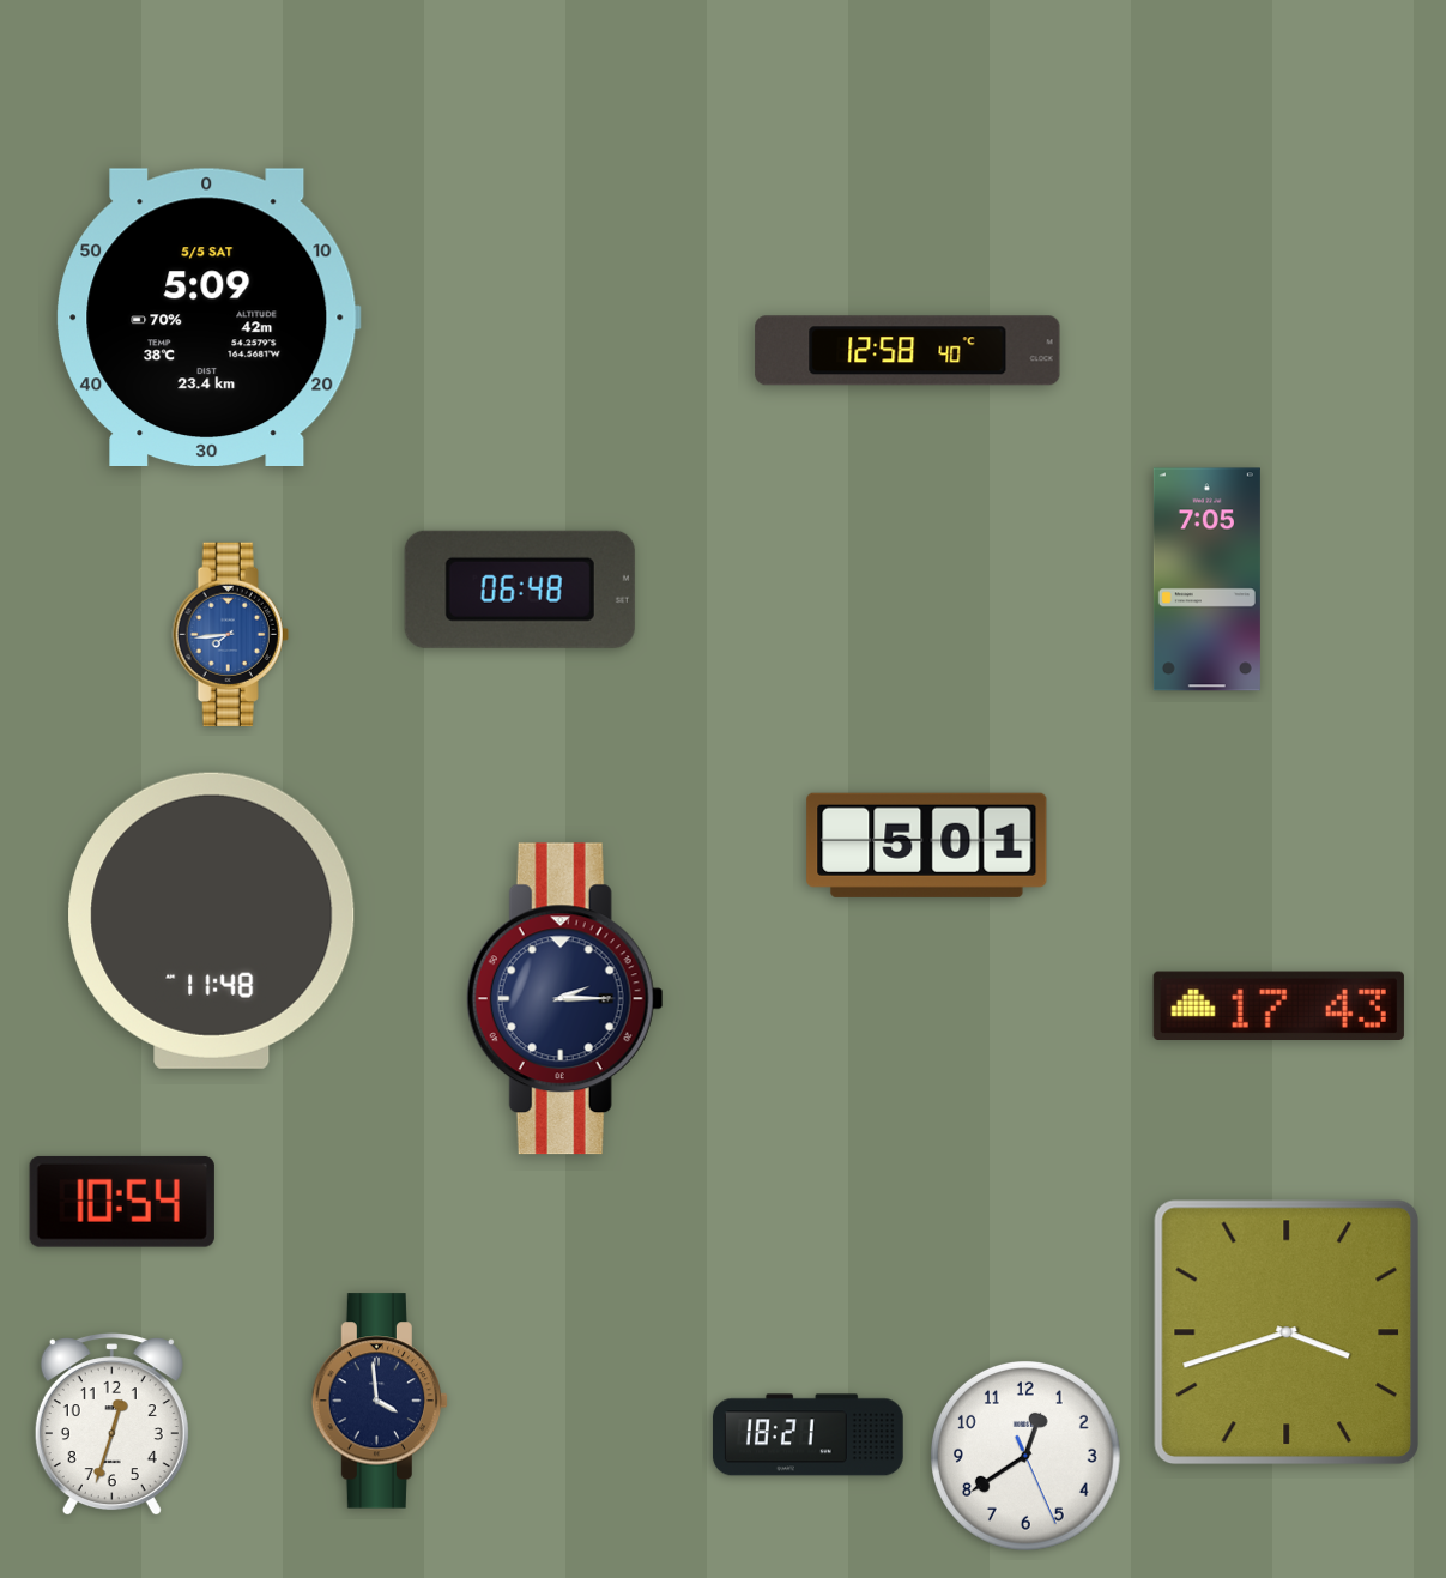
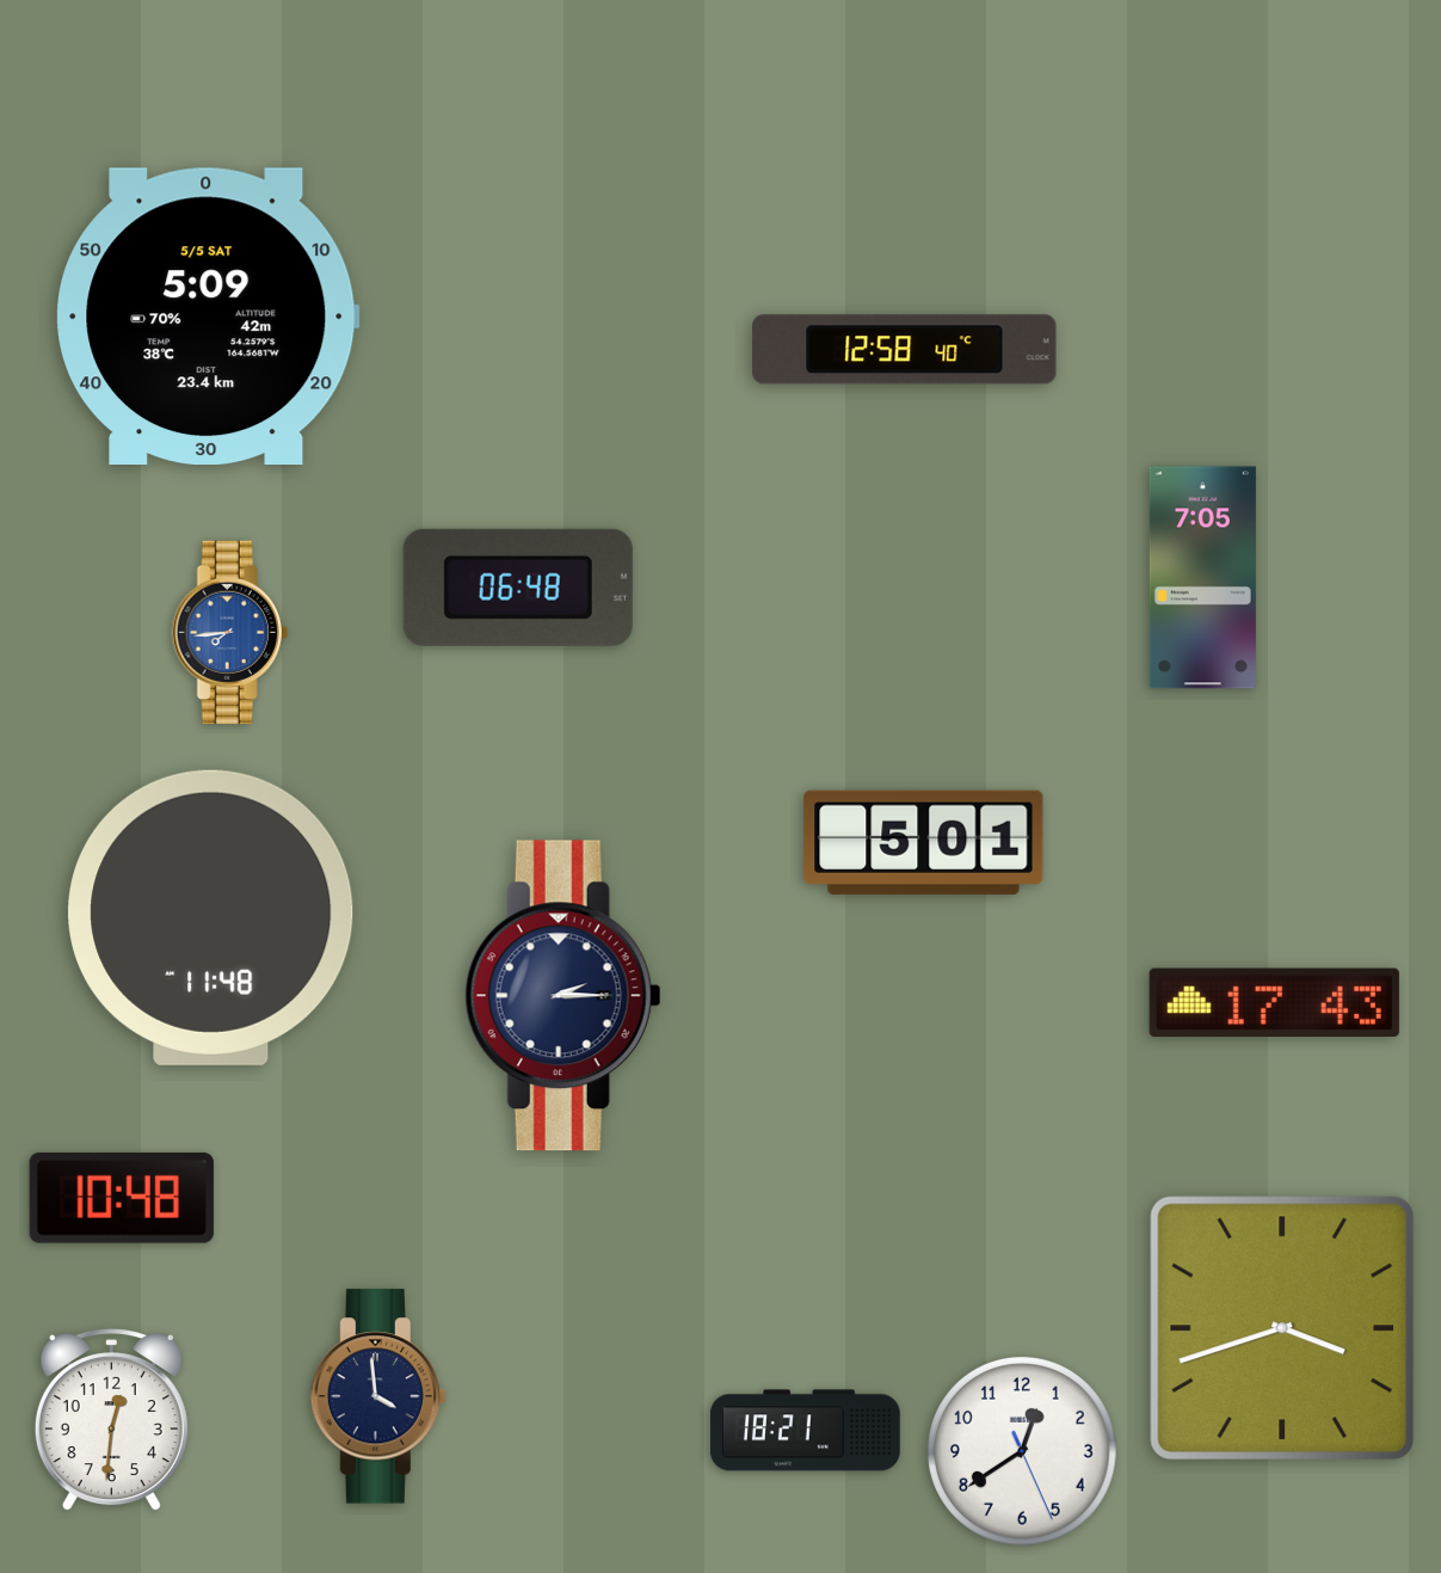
clock at (122, 1202): 10:54 -> 10:48
clock at (111, 1425): 12:33 -> 12:31
